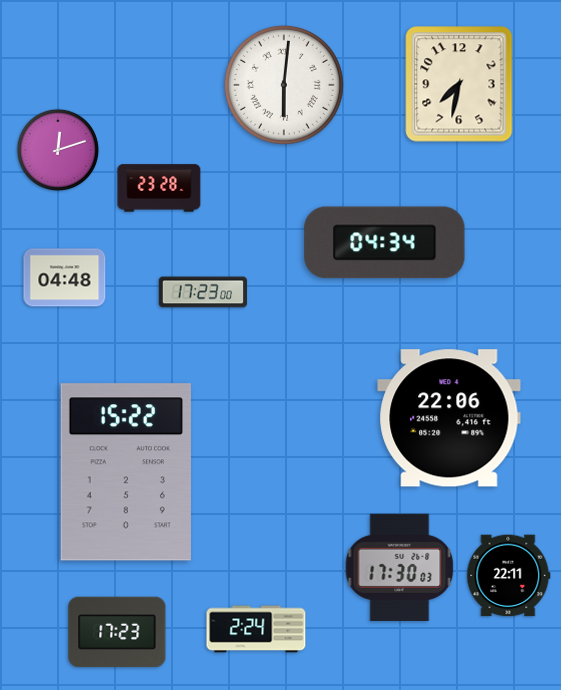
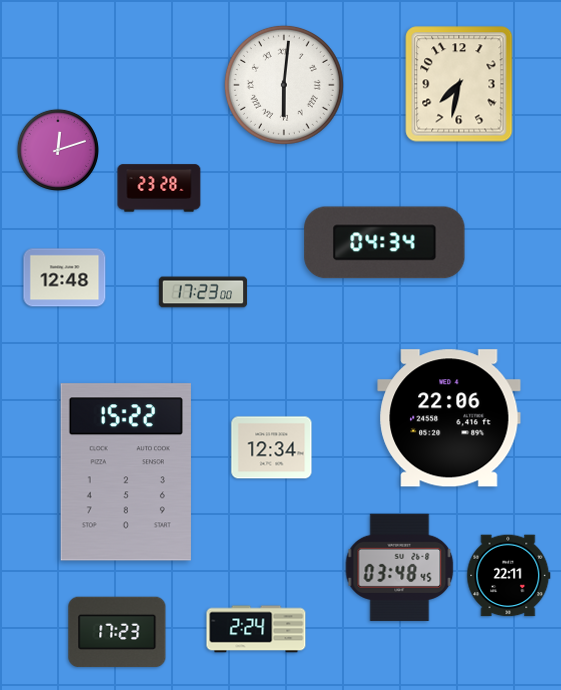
clock at (65, 278): 04:48 -> 12:48
clock at (272, 448): none -> 12:34
clock at (400, 567): 17:30 -> 03:48
